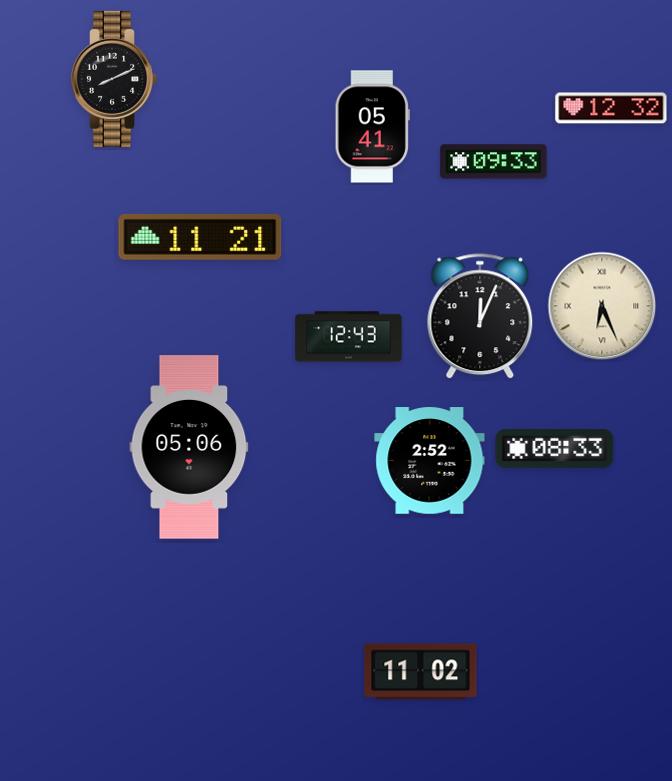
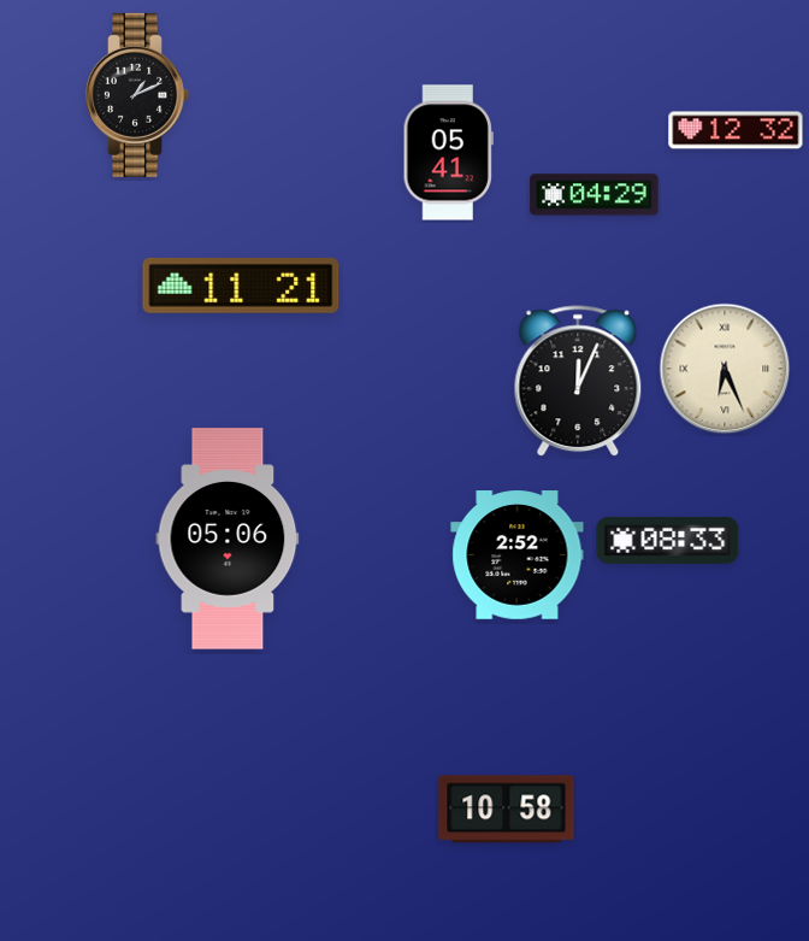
clock at (114, 79): 8:11 -> 1:11
clock at (494, 162): 09:33 -> 04:29
clock at (349, 337): 12:43 -> none
clock at (421, 672): 11:02 -> 10:58
